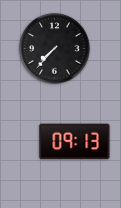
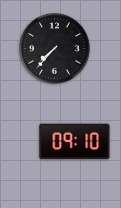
clock at (75, 142): 09:13 -> 09:10
